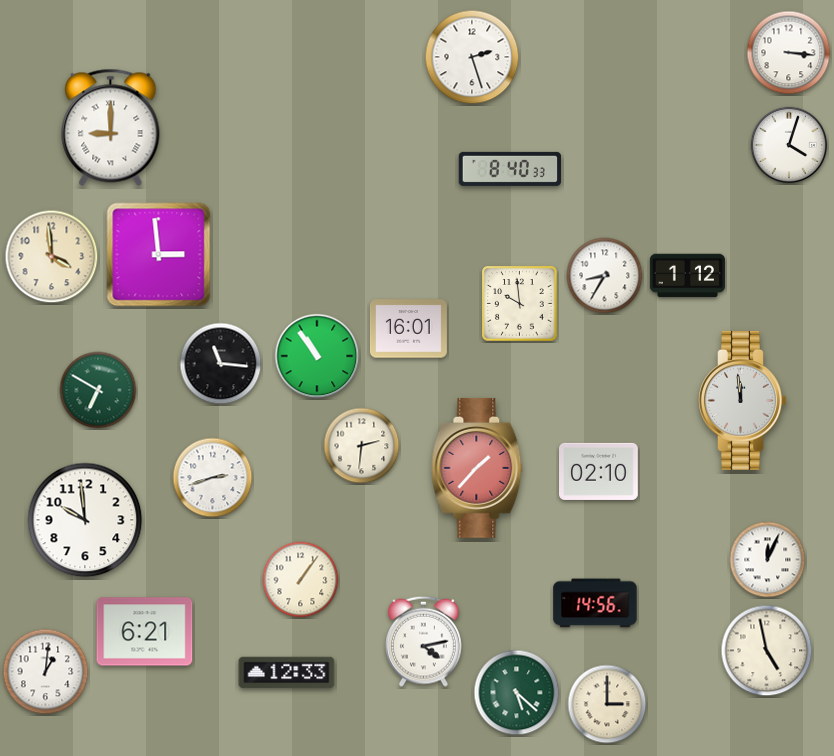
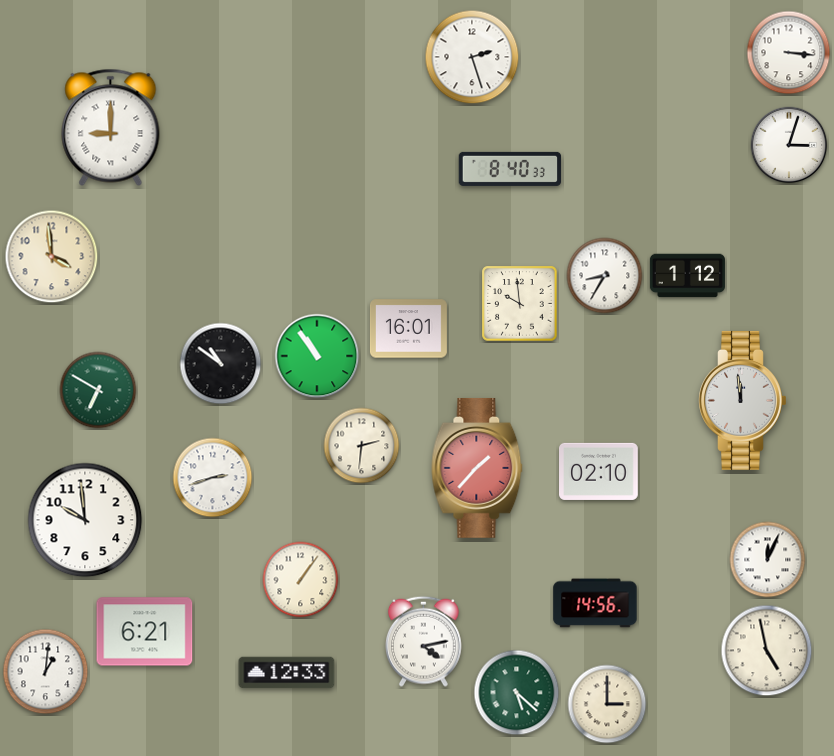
clock at (789, 145): 4:03 -> 3:03
clock at (159, 255): 2:59 -> none
clock at (221, 364): 11:16 -> 10:51
